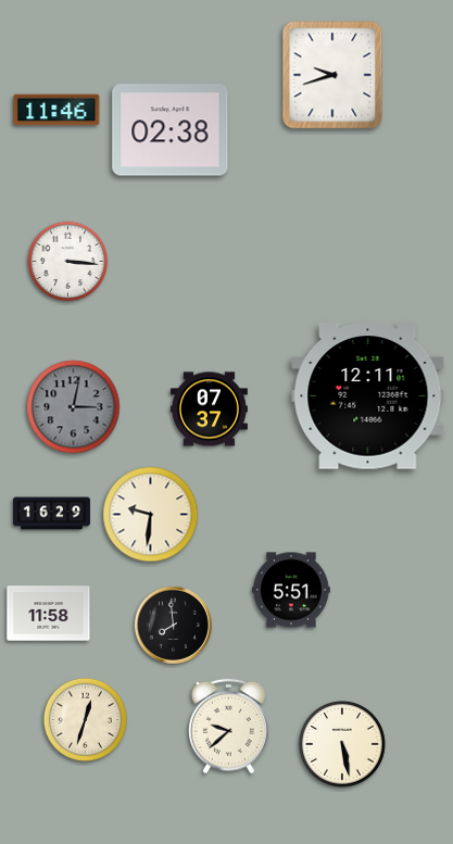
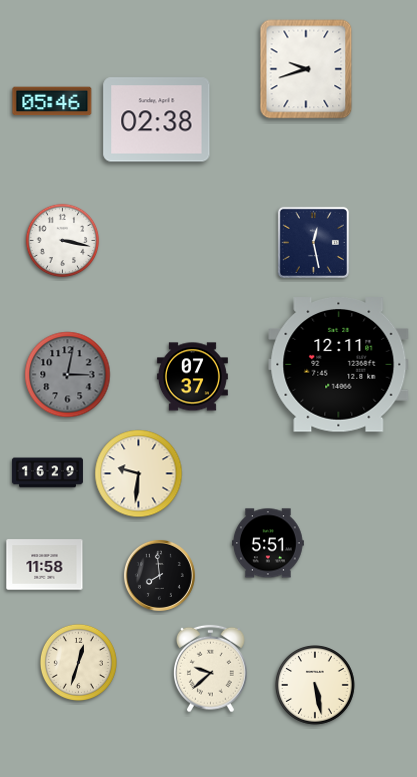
clock at (56, 110): 11:46 -> 05:46
clock at (68, 262): 3:16 -> 3:17
clock at (313, 242): none -> 12:28
